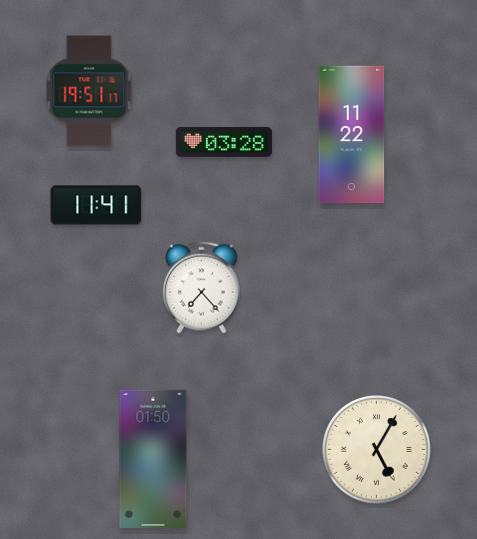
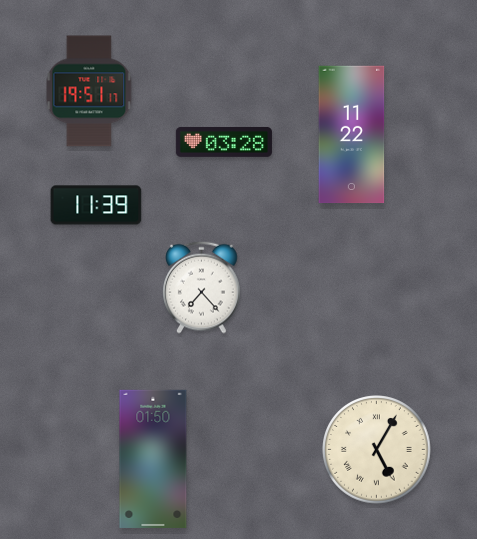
clock at (96, 205): 11:41 -> 11:39
